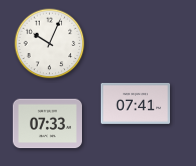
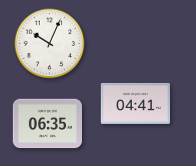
clock at (135, 103): 07:41 -> 04:41
clock at (48, 124): 07:33 -> 06:35
